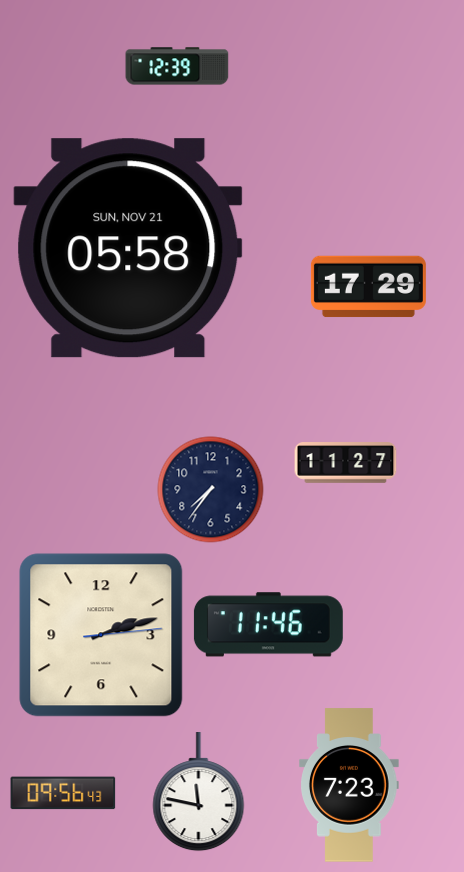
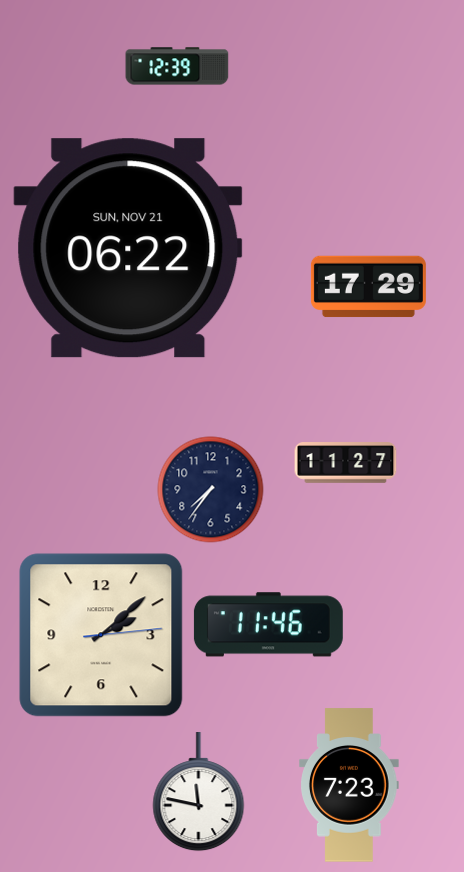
clock at (128, 248): 05:58 -> 06:22
clock at (101, 635): 2:12 -> 2:08
clock at (63, 793): 09:56 -> none
